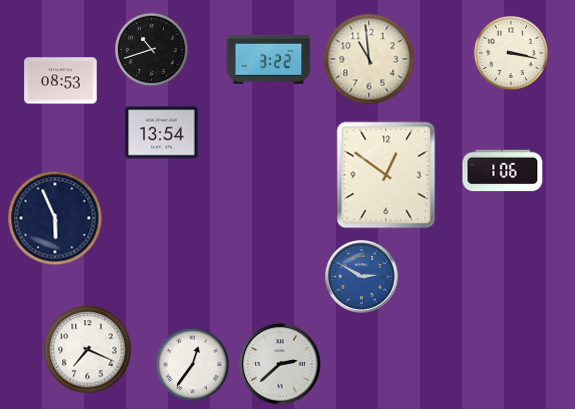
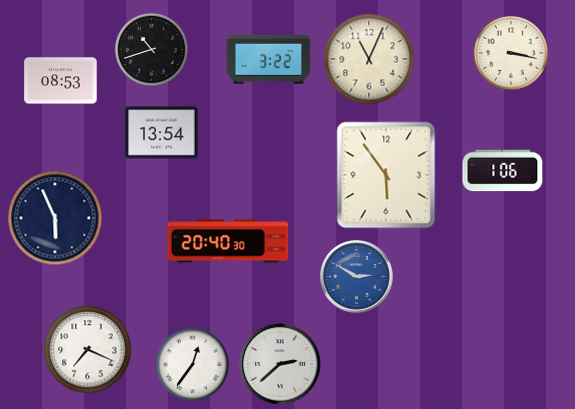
clock at (369, 59): 10:59 -> 11:04
clock at (386, 175): 12:51 -> 5:54
clock at (228, 241): none -> 20:40
clock at (362, 277) position: (362, 277) -> (357, 277)
